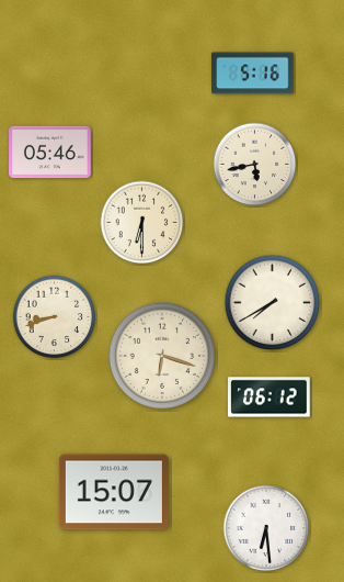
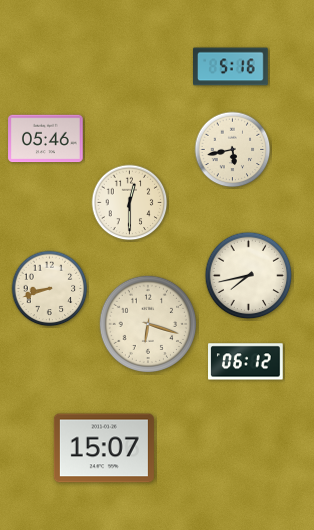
clock at (142, 223): 6:30 -> 12:30
clock at (273, 303): 7:40 -> 7:43
clock at (266, 528): 6:29 -> none
